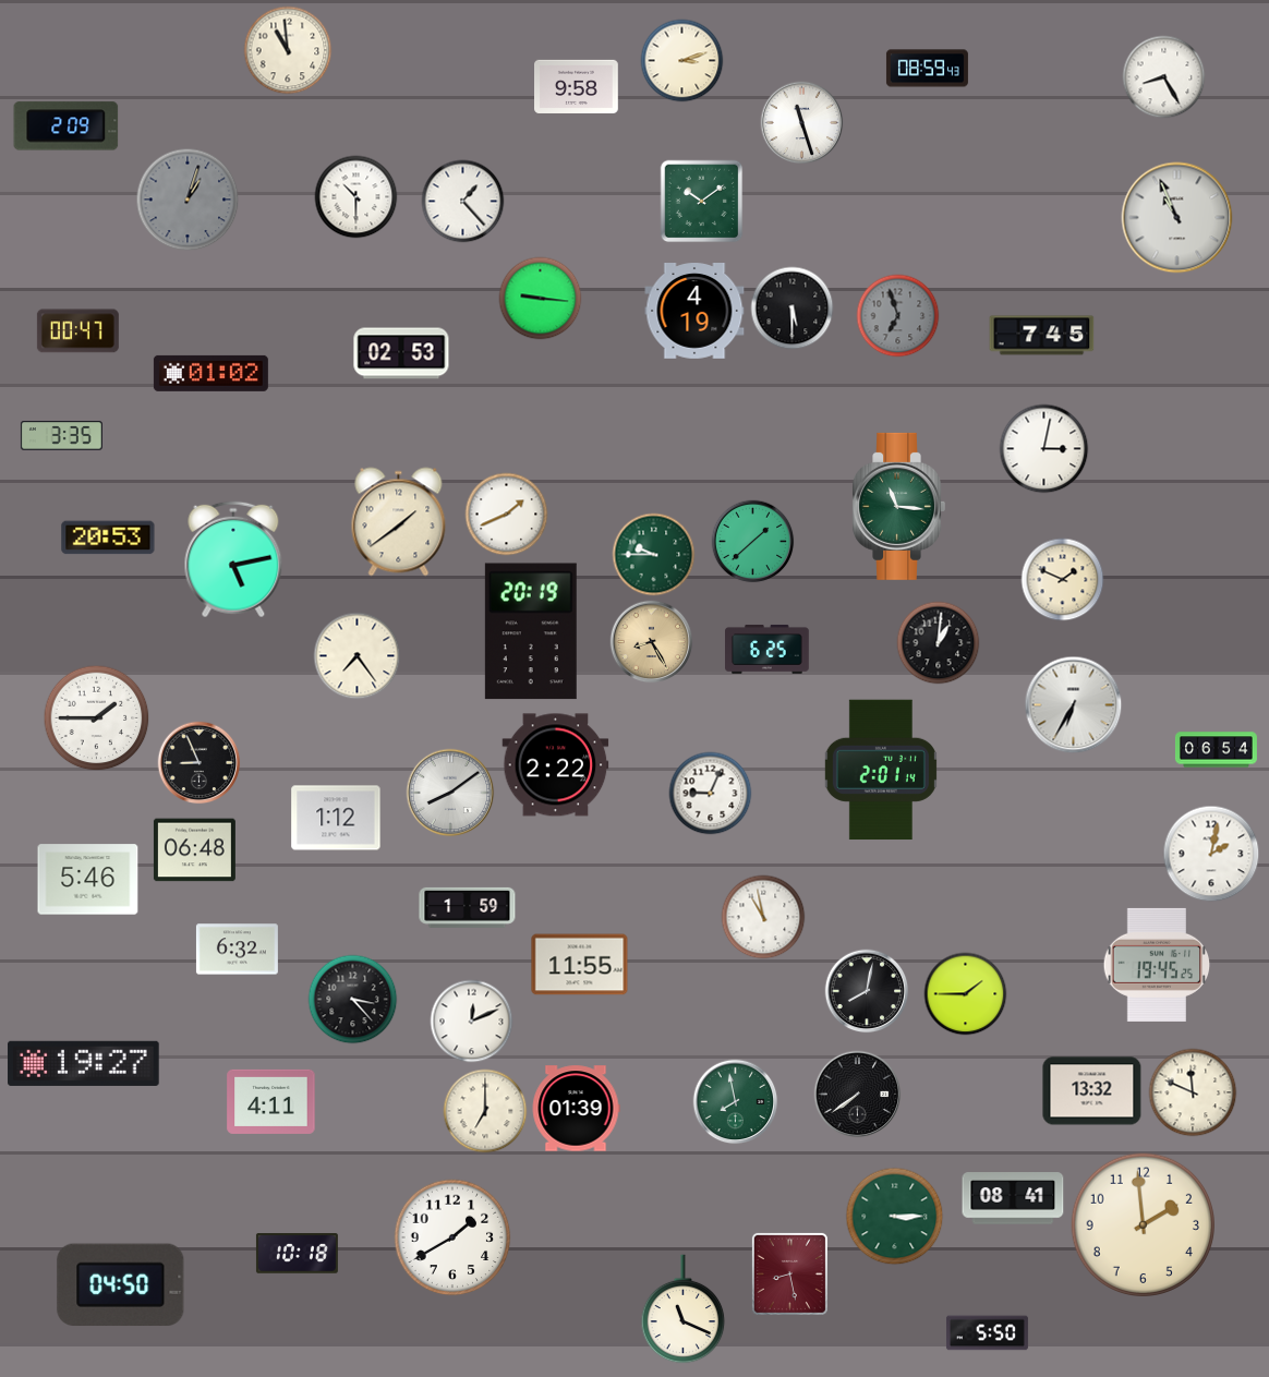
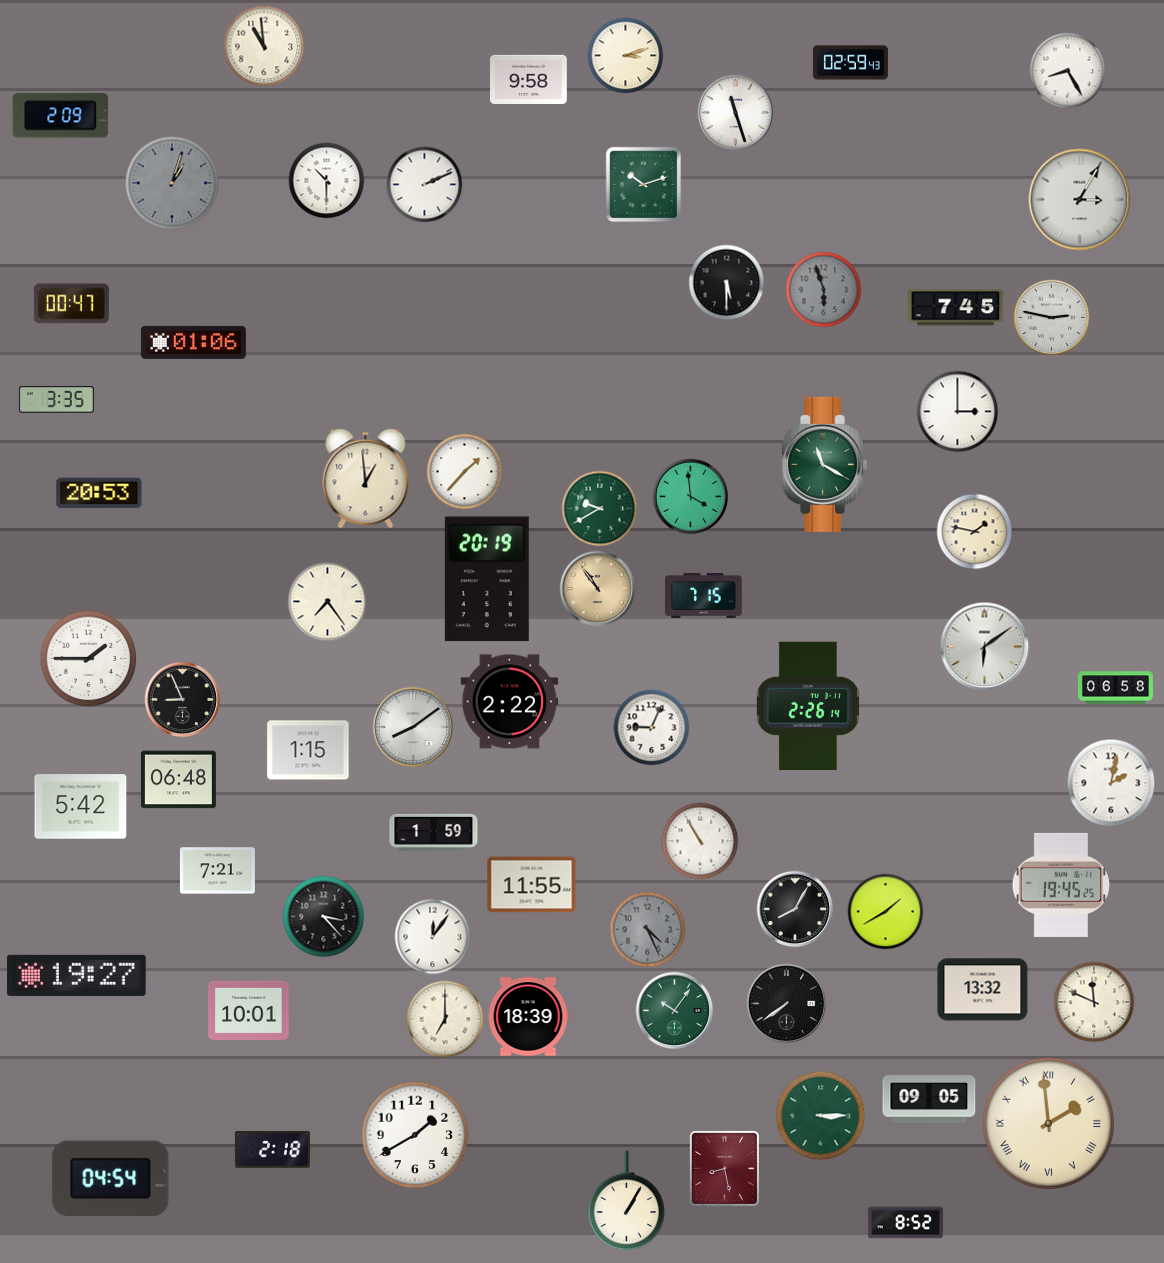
clock at (927, 69): 08:59 -> 02:59
clock at (463, 202): 1:23 -> 2:11
clock at (702, 202): 10:09 -> 10:12
clock at (1177, 218): 10:56 -> 3:05
clock at (541, 299): 9:16 -> none
clock at (694, 312): 4:19 -> none
clock at (898, 316): 6:57 -> 5:57
clock at (1052, 318): none -> 2:47
clock at (401, 353): 02:53 -> none
clock at (210, 373): 01:02 -> 01:06
clock at (1044, 449): 3:02 -> 3:00
clock at (898, 506): 11:16 -> 11:20
clock at (507, 515): 1:41 -> 1:37
clock at (399, 522): 1:39 -> 12:59
clock at (753, 542): 1:38 -> 3:59
clock at (654, 555): 9:45 -> 9:40
clock at (233, 559): 5:13 -> none
clock at (1063, 580): 1:49 -> 1:47
clock at (652, 642): 8:25 -> 10:54
clock at (939, 643): 1:01 -> none
clock at (768, 649): 6:25 -> 7:15
clock at (1074, 705): 6:35 -> 6:09
clock at (1216, 750): 06:54 -> 06:58
clock at (881, 770): 2:01 -> 2:26
clock at (336, 818): 1:12 -> 1:15
clock at (88, 880): 5:46 -> 5:42
clock at (468, 907) position: (468, 907) -> (434, 832)
clock at (763, 917): 10:58 -> 10:55
clock at (237, 950): 6:32 -> 7:21
clock at (867, 991): 8:02 -> 8:05
clock at (966, 994): 1:45 -> 1:40
clock at (648, 930): none -> 4:26
clock at (472, 1022): 12:11 -> 12:06
clock at (1092, 1091) position: (1092, 1091) -> (983, 990)
clock at (271, 1101): 4:11 -> 10:01
clock at (736, 1102): 7:58 -> 10:06
clock at (576, 1109): 01:39 -> 18:39
clock at (1013, 1198): 08:41 -> 09:05
clock at (1143, 1224) numerals: Arabic -> Roman
clock at (297, 1254): 10:18 -> 2:18
clock at (121, 1285): 04:50 -> 04:54
clock at (684, 1309): 11:19 -> 1:05
clock at (987, 1333): 5:50 -> 8:52
